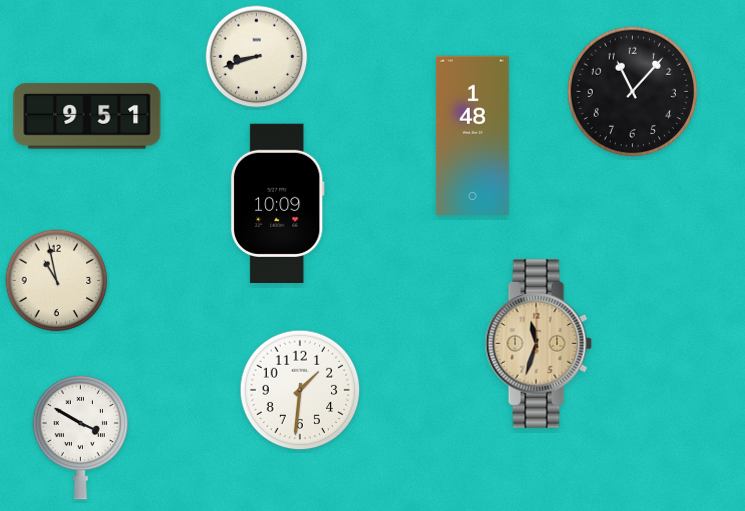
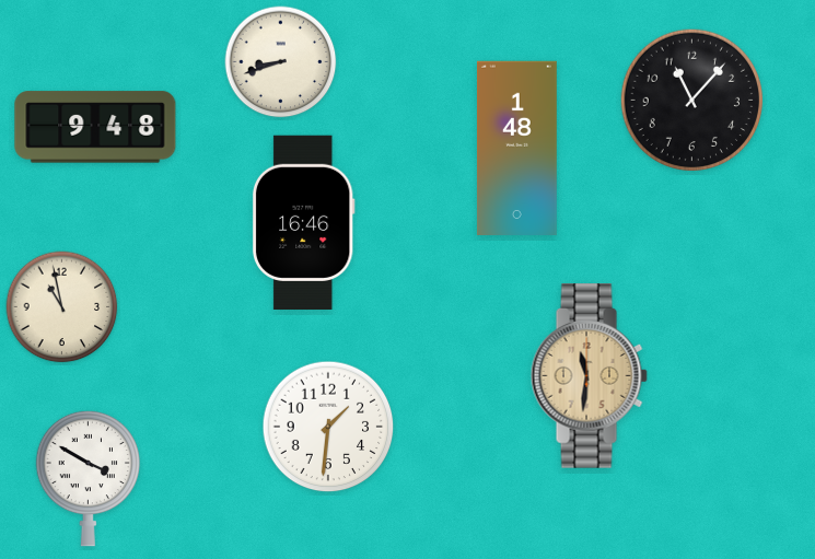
clock at (87, 116): 9:51 -> 9:48
clock at (277, 203): 10:09 -> 16:46
clock at (538, 344): 11:33 -> 11:31
